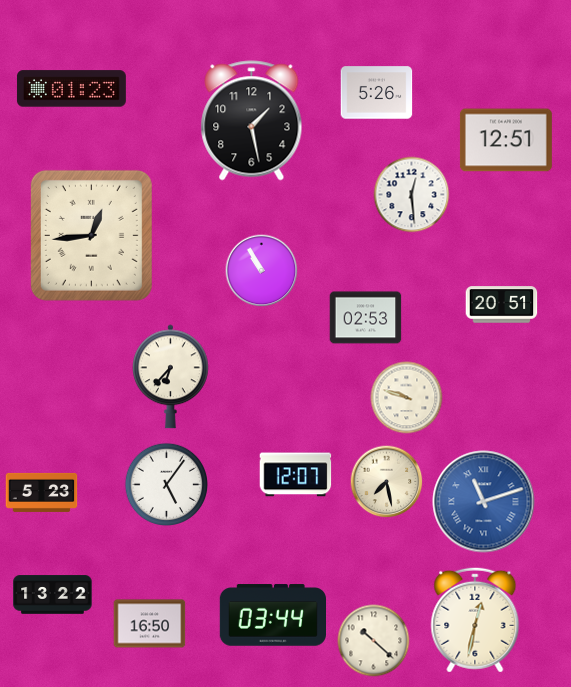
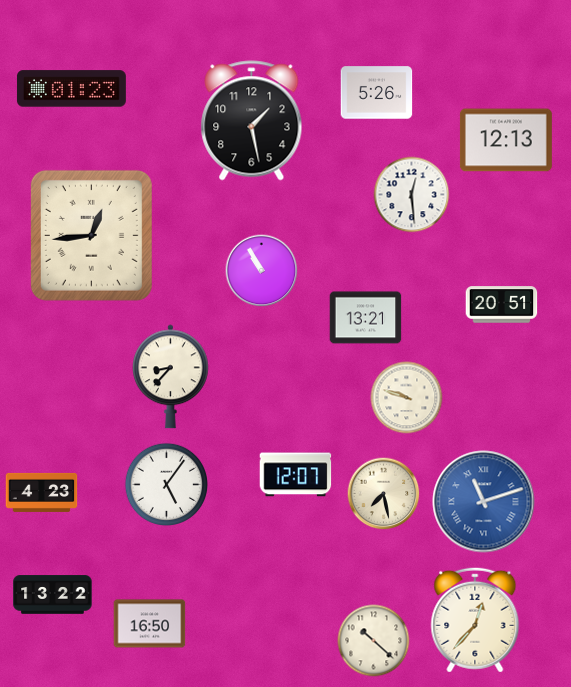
clock at (506, 140): 12:51 -> 12:13
clock at (366, 318): 02:53 -> 13:21
clock at (171, 377): 6:37 -> 8:37
clock at (387, 482) position: (387, 482) -> (384, 494)
clock at (42, 492): 5:23 -> 4:23
clock at (272, 615): 03:44 -> none
clock at (475, 620): 12:32 -> 12:37
